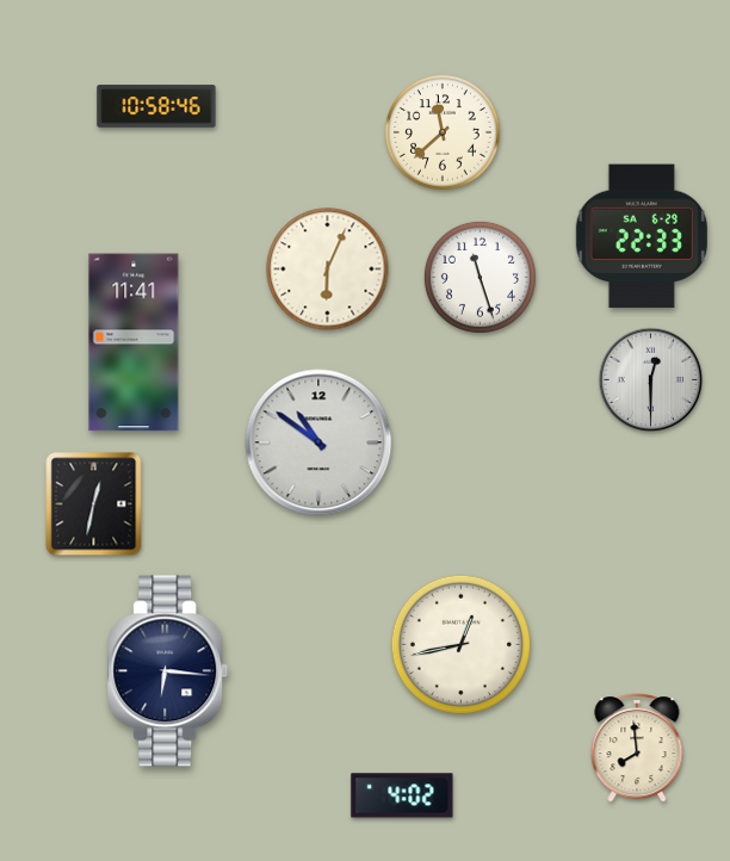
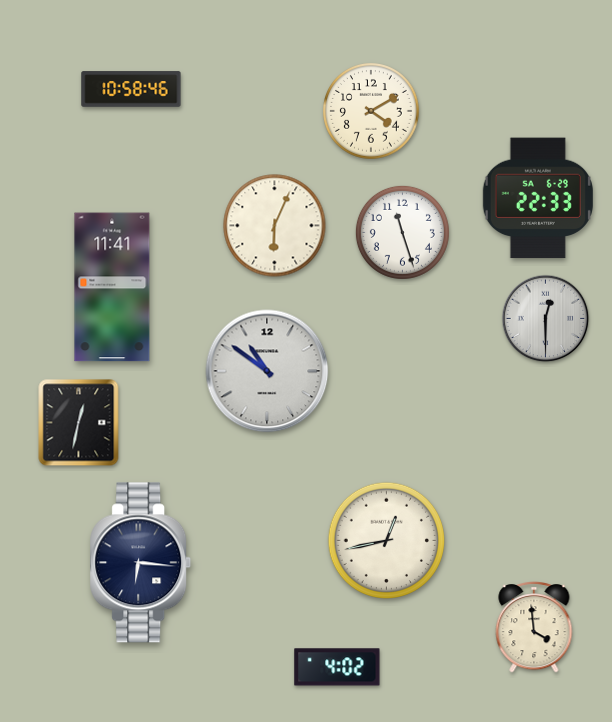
clock at (444, 134): 11:38 -> 4:10
clock at (637, 749): 7:59 -> 3:59
